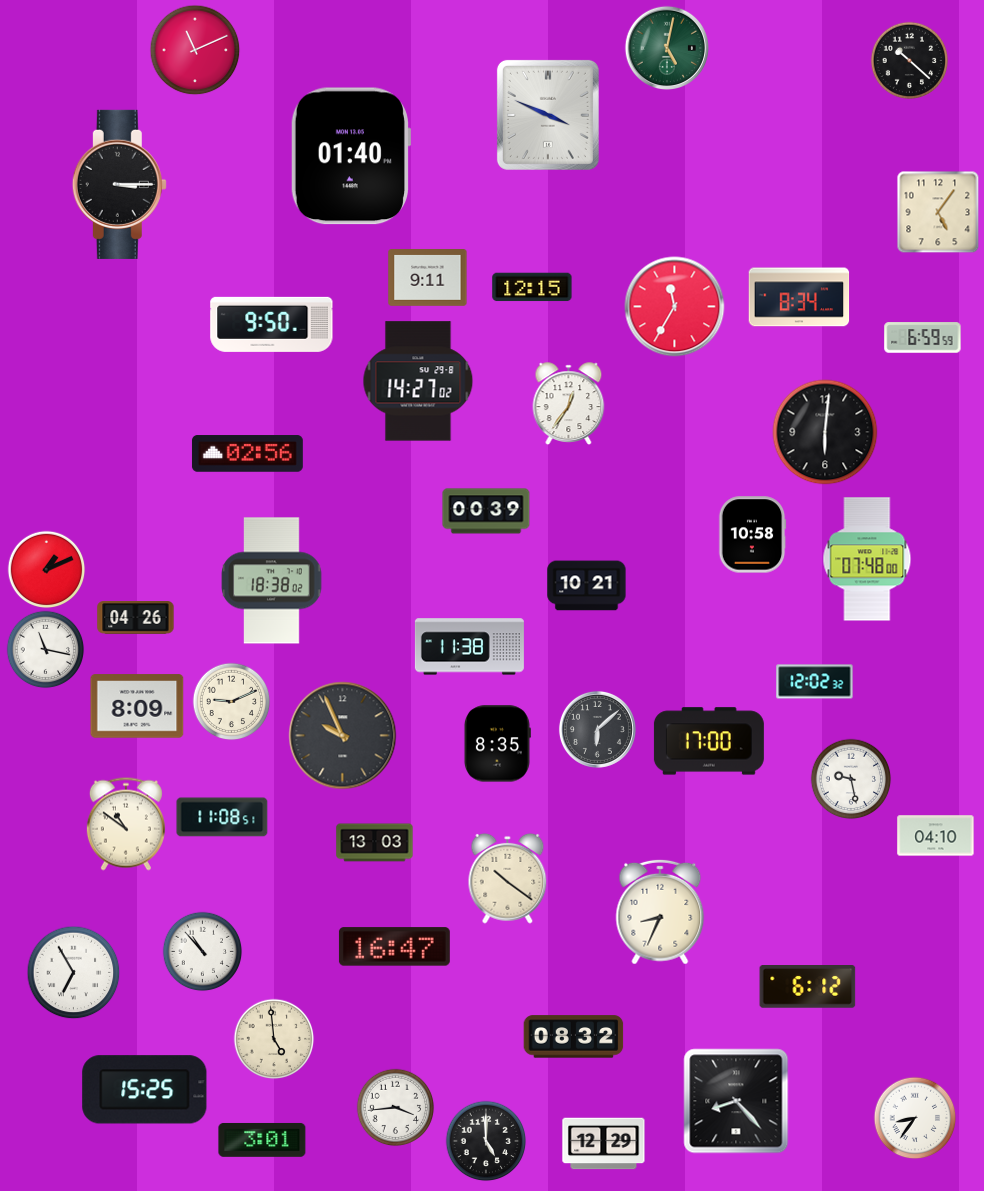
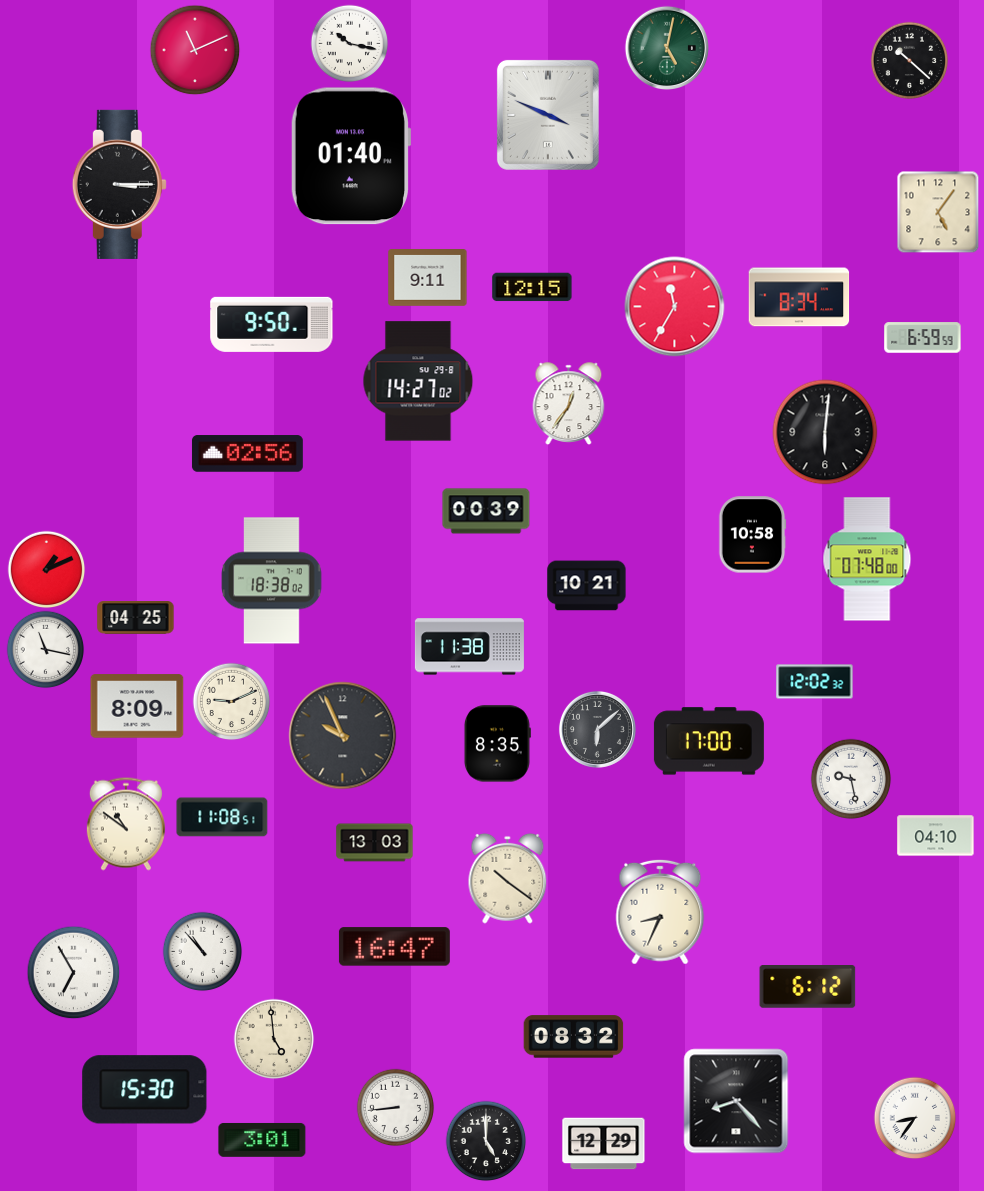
clock at (349, 43): none -> 10:17
clock at (136, 618): 04:26 -> 04:25
clock at (145, 1090): 15:25 -> 15:30
clock at (395, 1107): 3:44 -> 8:44
